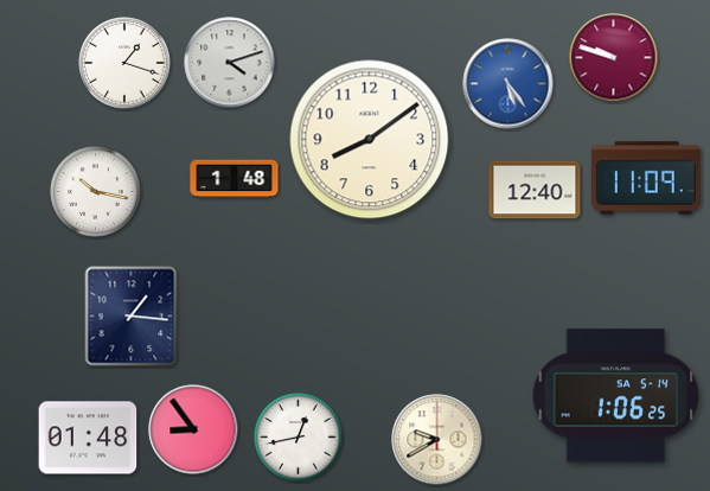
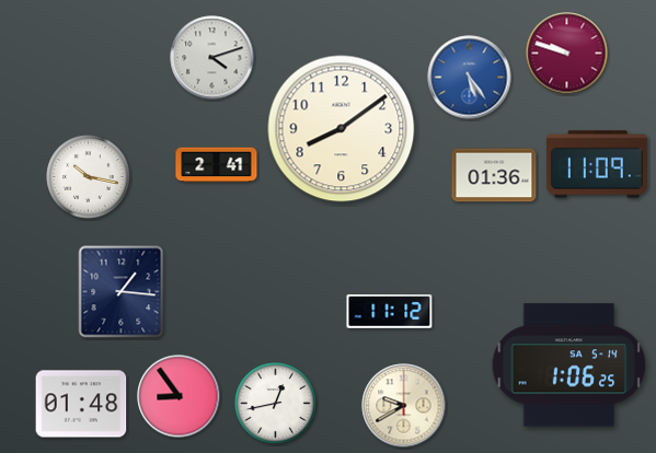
clock at (124, 63): 1:18 -> none
clock at (235, 179): 1:48 -> 2:41
clock at (535, 190): 12:40 -> 01:36
clock at (390, 312): none -> 11:12
